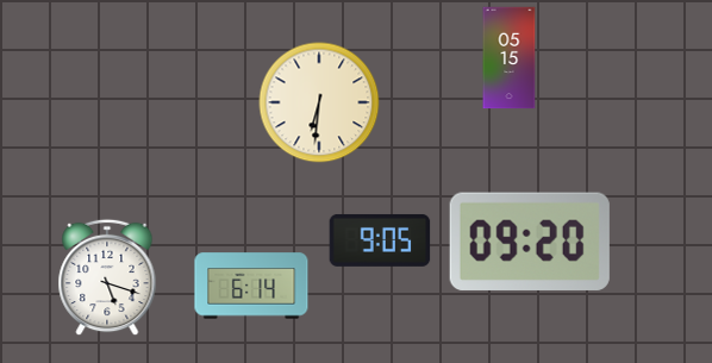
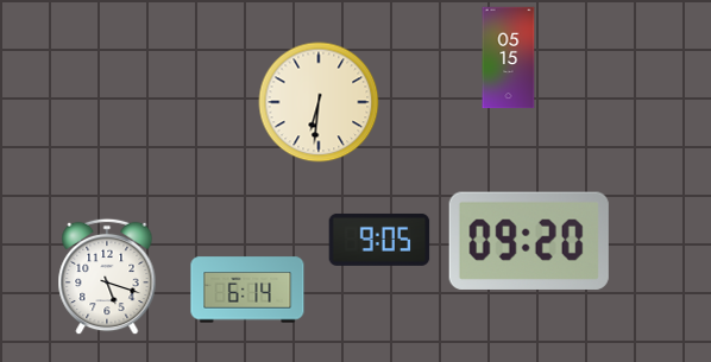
clock at (251, 286) position: (251, 286) -> (247, 290)
